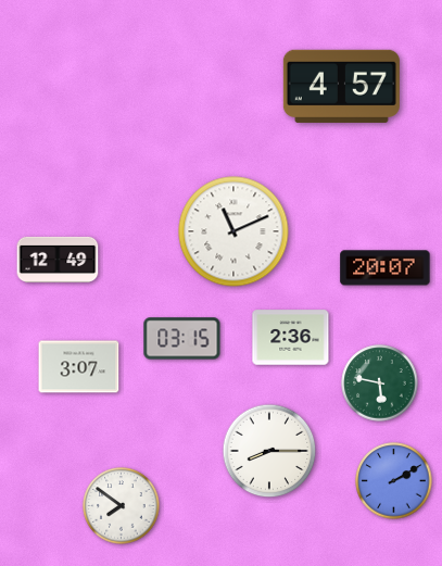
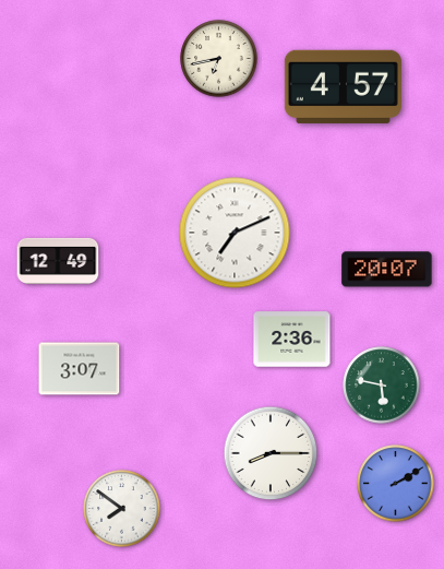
clock at (219, 59): none -> 6:43
clock at (233, 231): 11:11 -> 7:11
clock at (182, 339): 03:15 -> none
